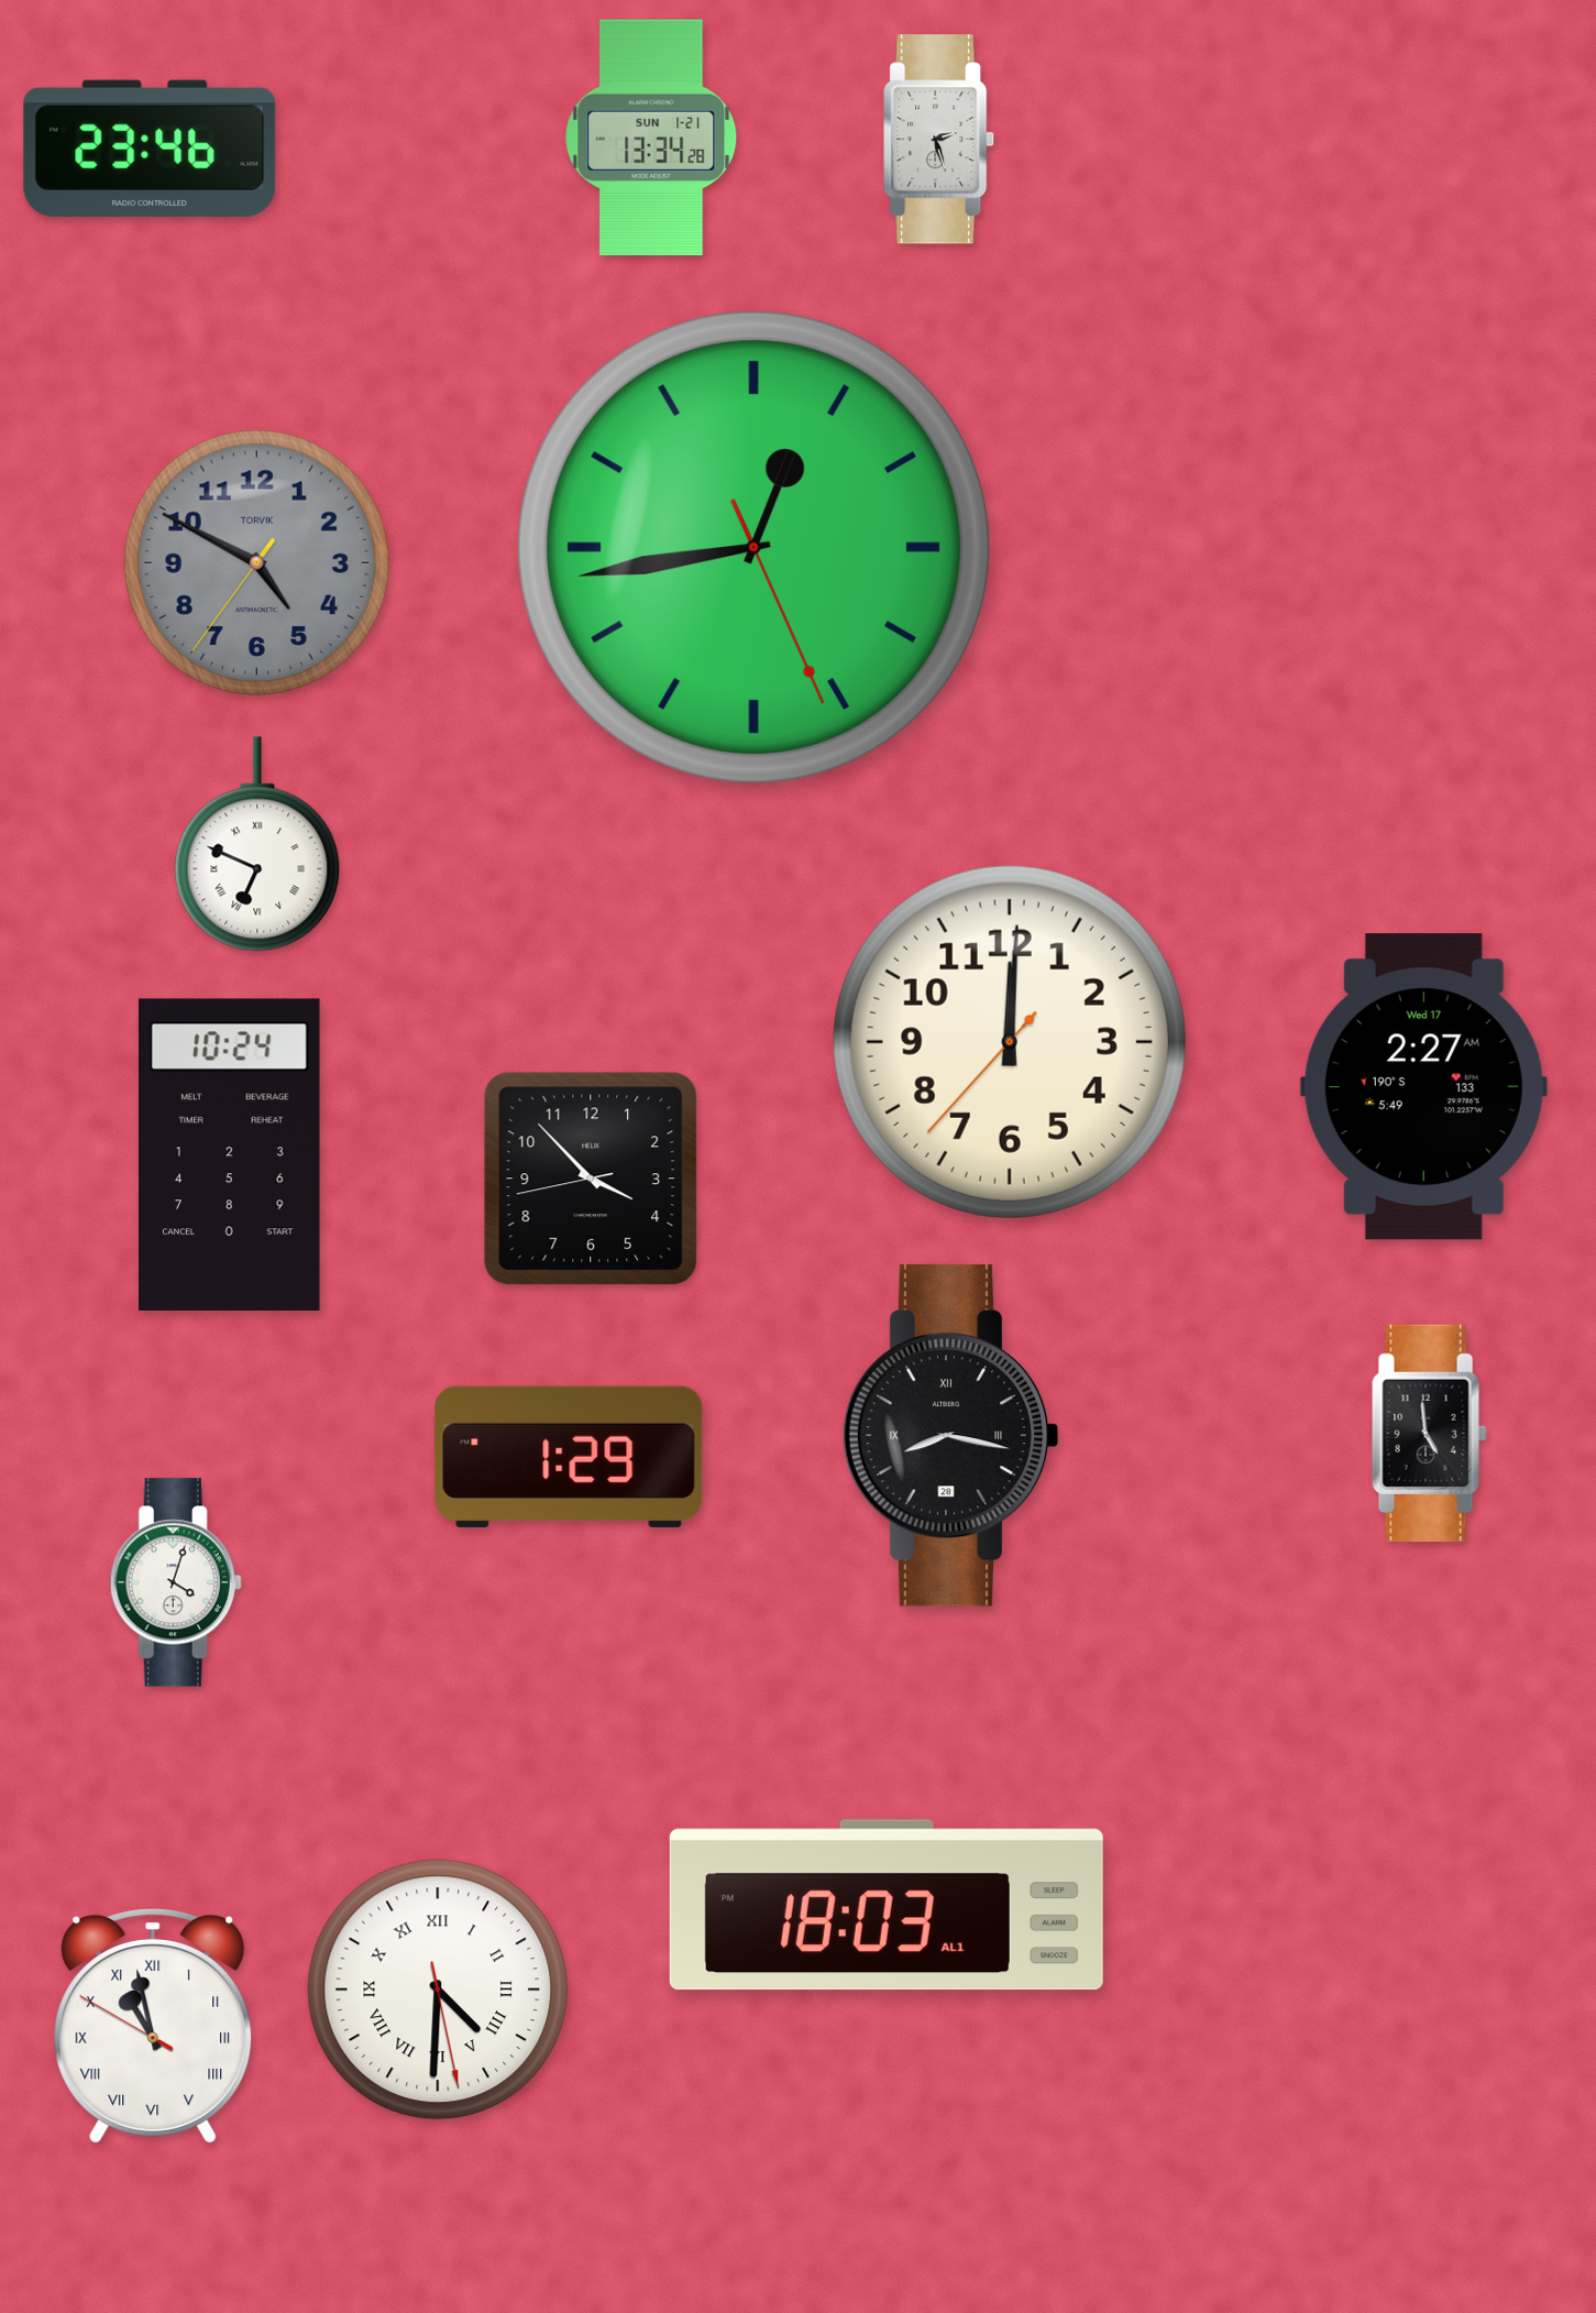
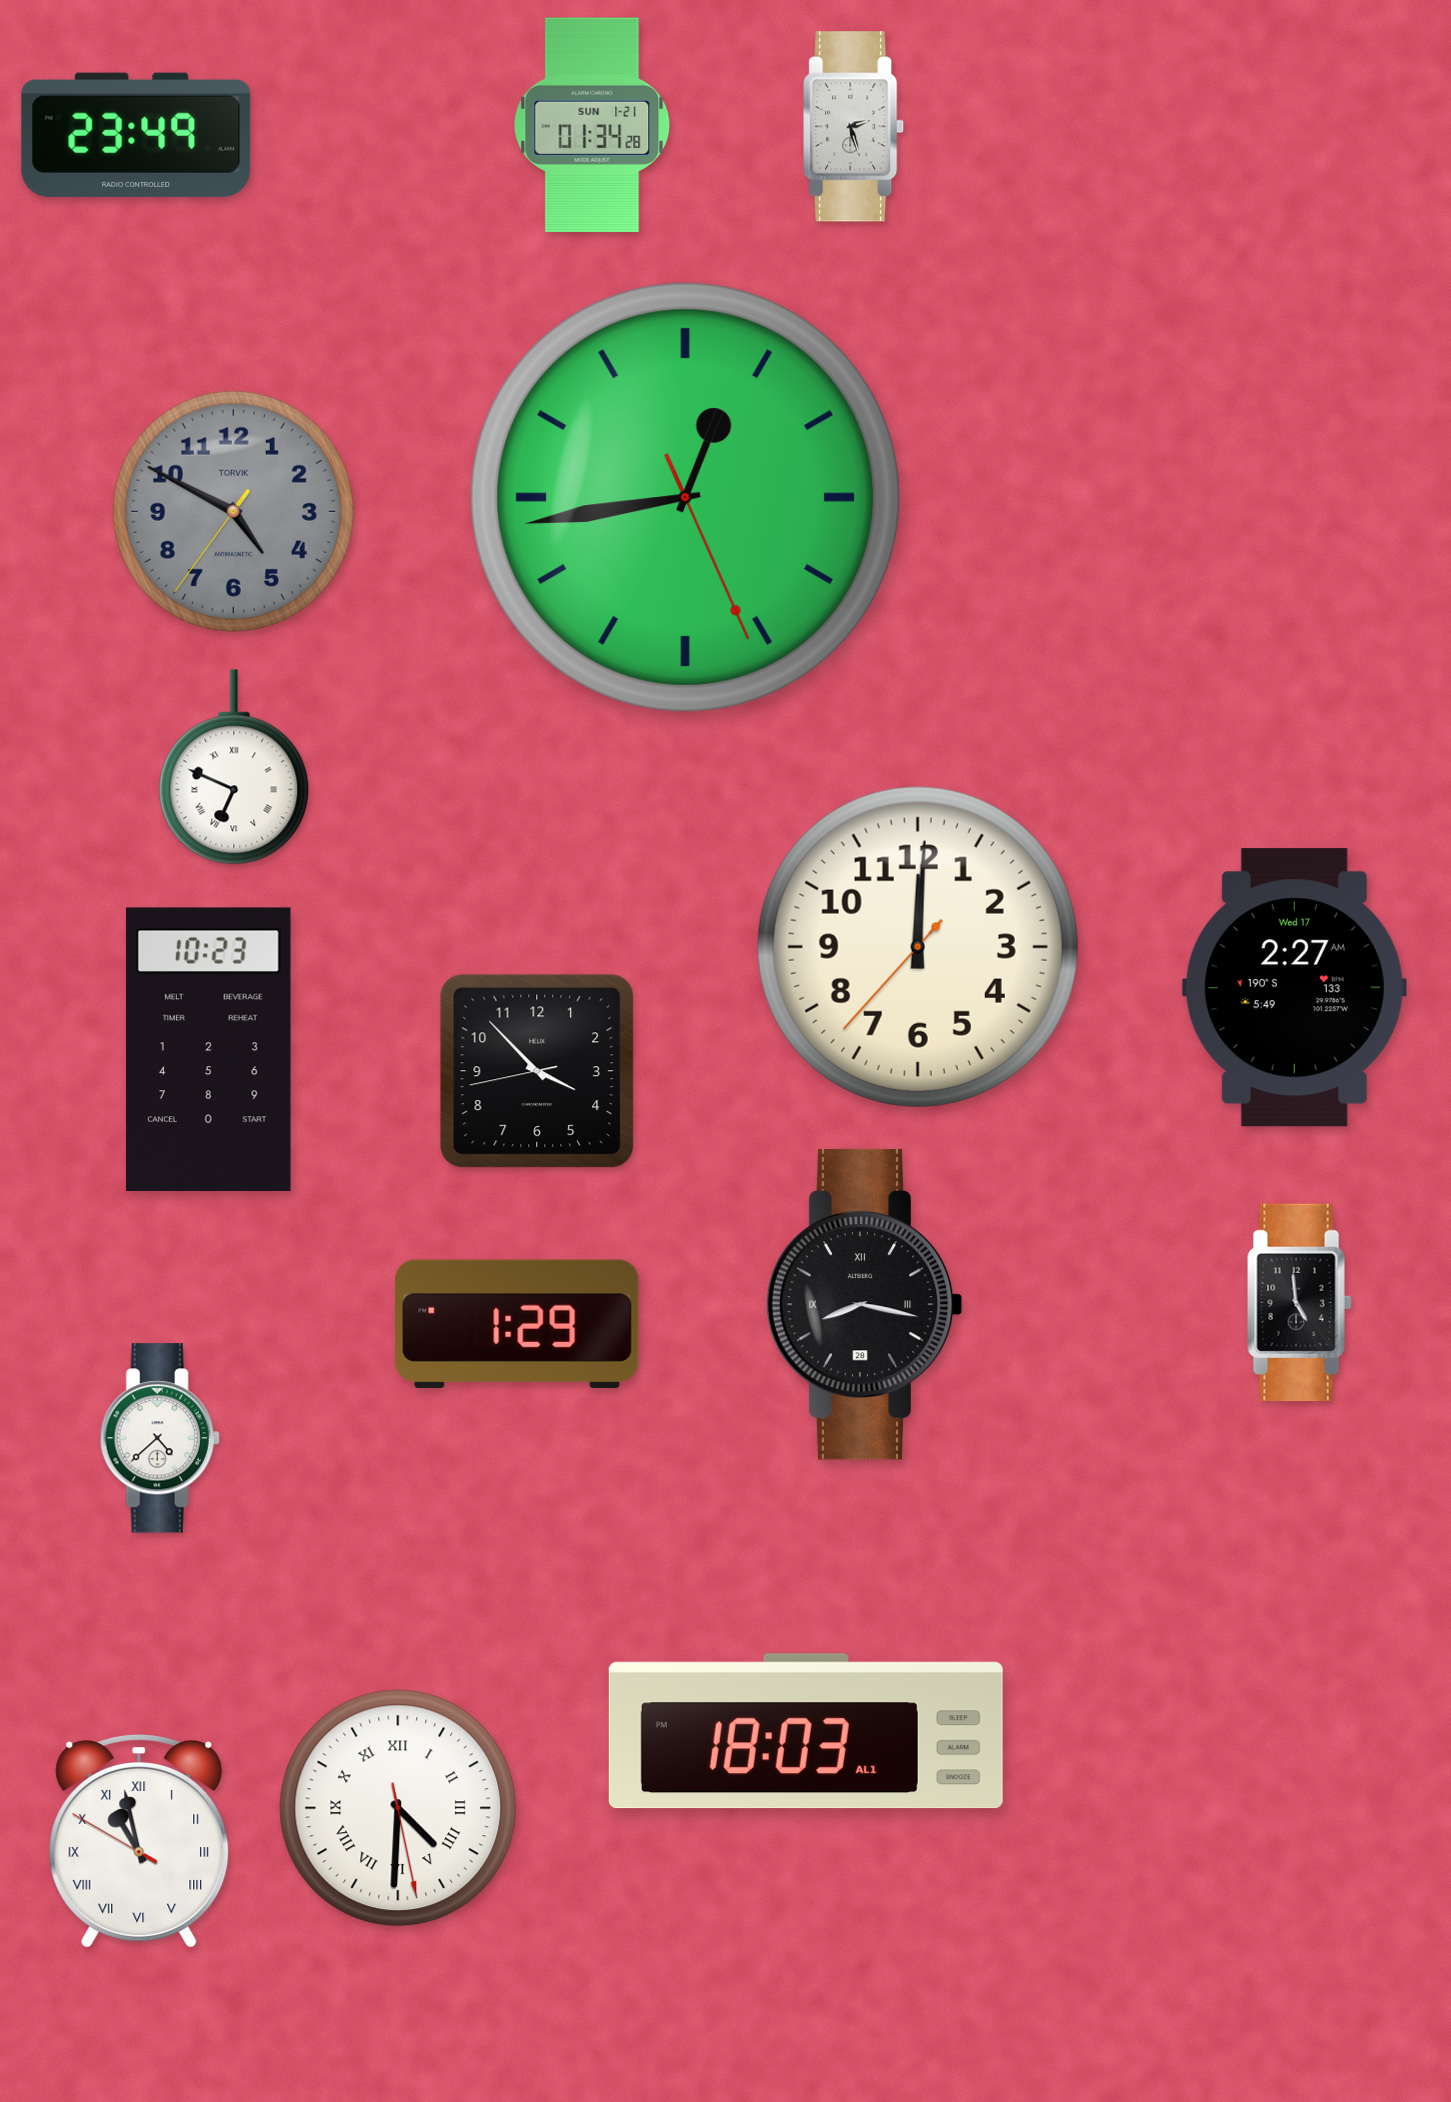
clock at (651, 138): 13:34 -> 01:34
clock at (150, 149): 23:46 -> 23:49
clock at (229, 1154): 10:24 -> 10:23
clock at (176, 1582): 4:03 -> 4:38
